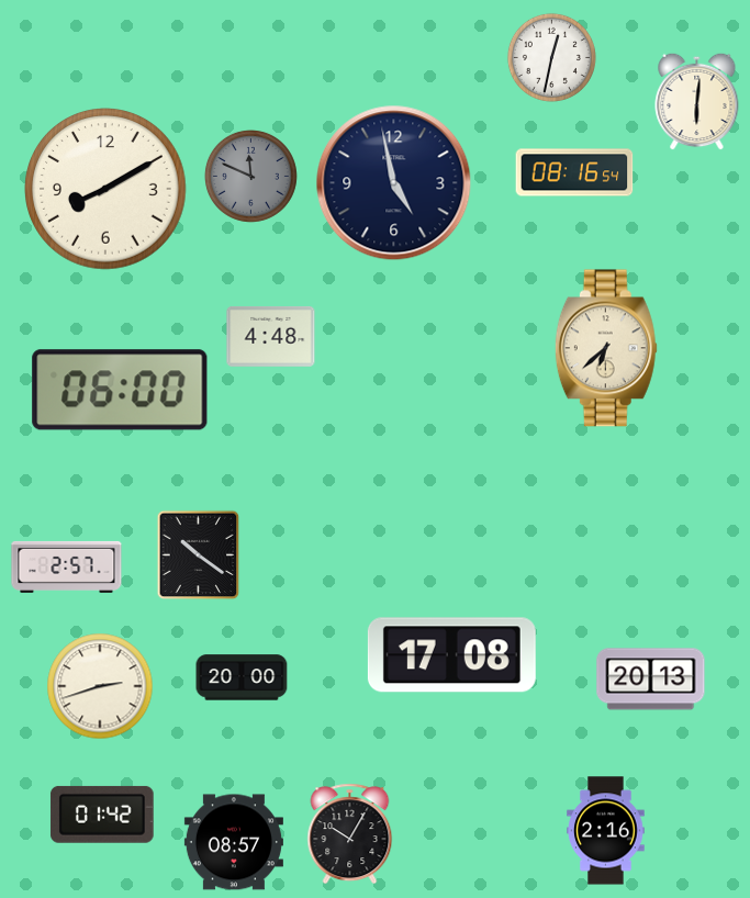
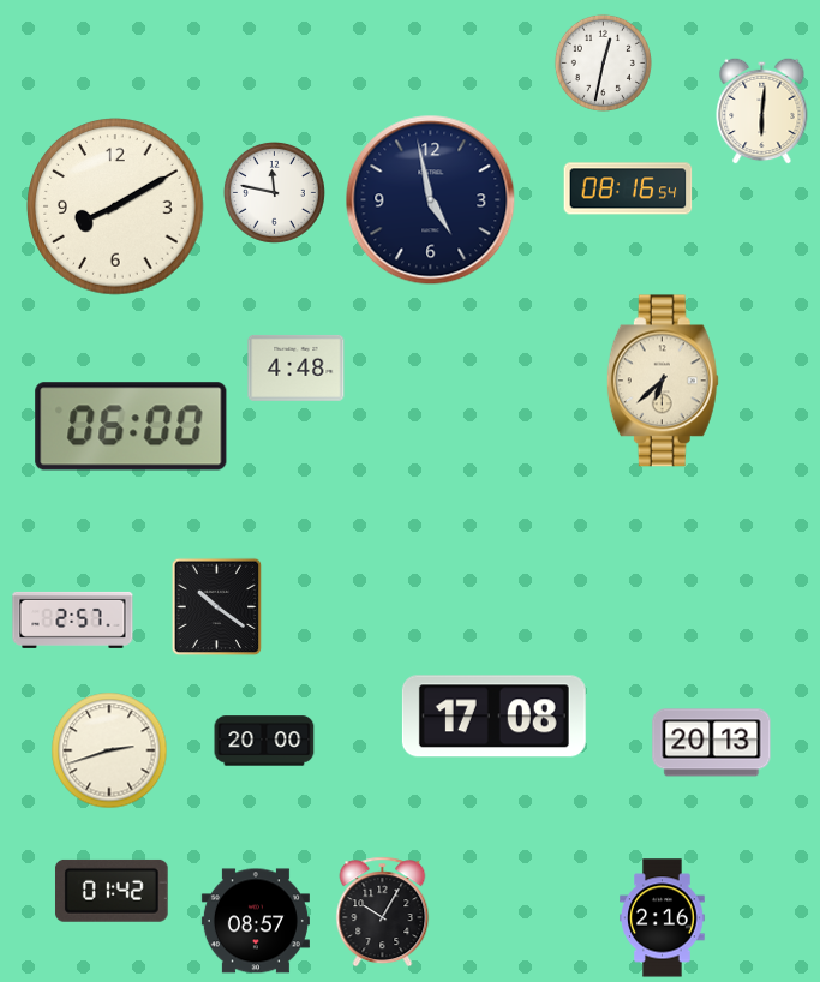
clock at (250, 176): 11:49 -> 11:47
clock at (250, 176) dial: grey -> white
clock at (606, 831) position: (606, 831) -> (663, 918)
